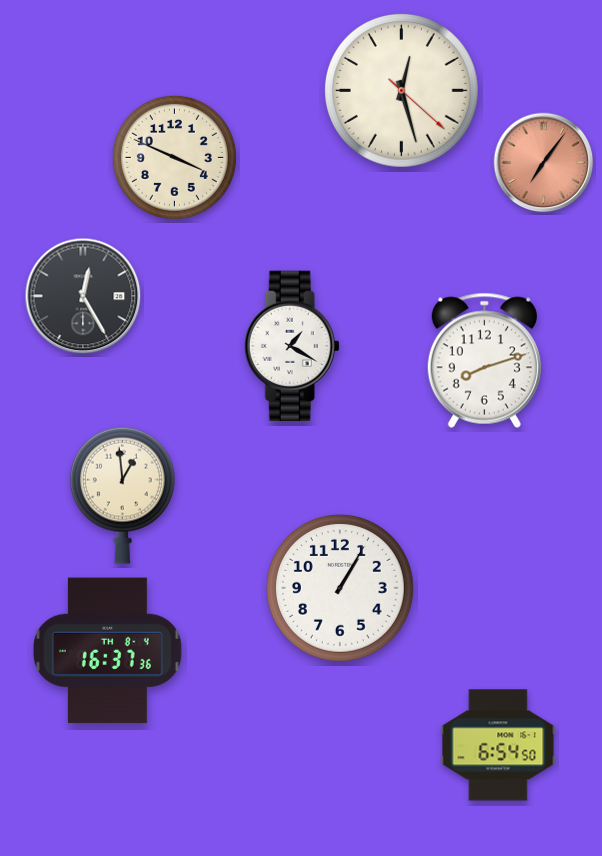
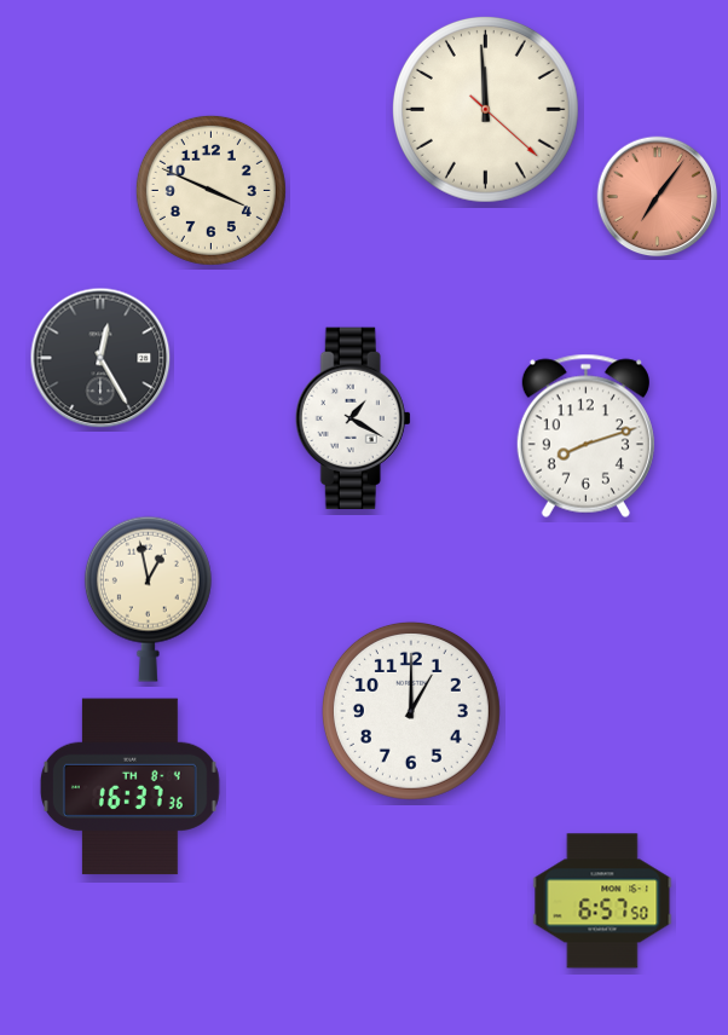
clock at (401, 90): 12:27 -> 11:59
clock at (122, 495): 12:59 -> 12:58
clock at (340, 588): 1:05 -> 1:00
clock at (498, 745): 6:54 -> 6:57
